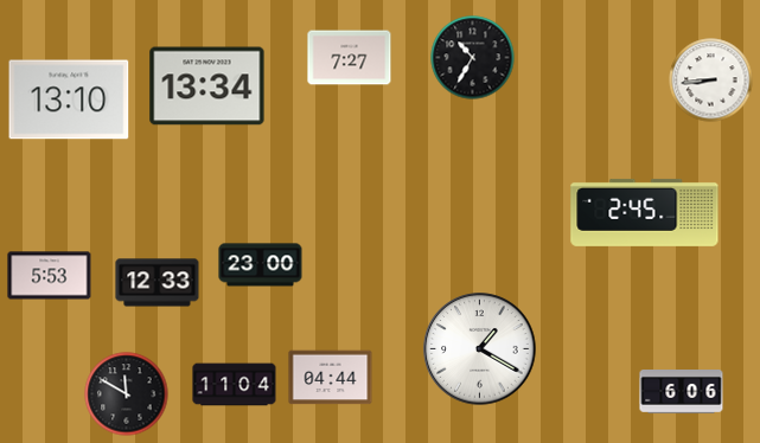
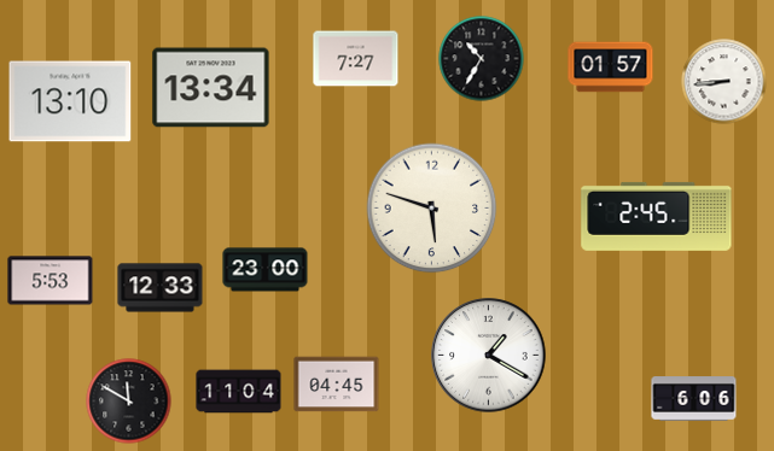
clock at (611, 68): none -> 01:57
clock at (432, 209): none -> 5:48
clock at (331, 378): 04:44 -> 04:45
